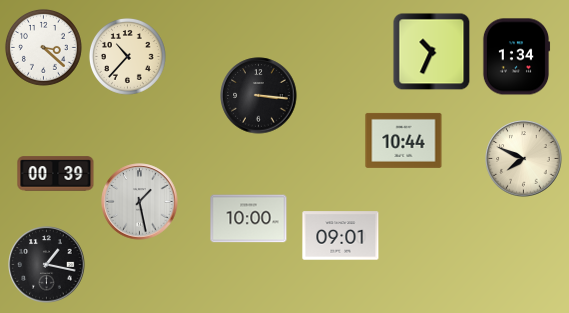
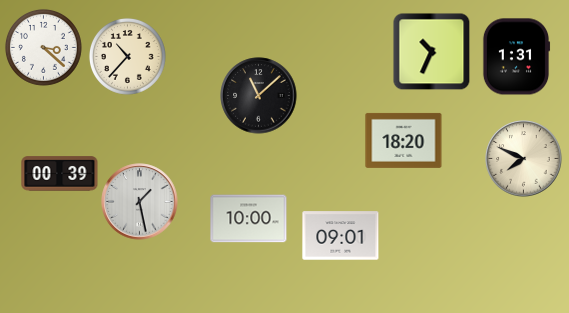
clock at (516, 57): 1:34 -> 1:31
clock at (259, 96): 3:16 -> 11:08
clock at (404, 140): 10:44 -> 18:20
clock at (56, 174) position: (56, 174) -> (60, 174)
clock at (47, 265): 1:17 -> none
